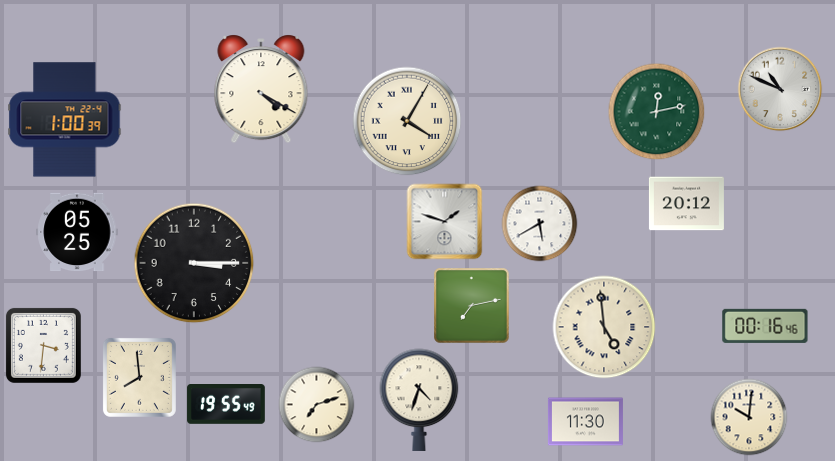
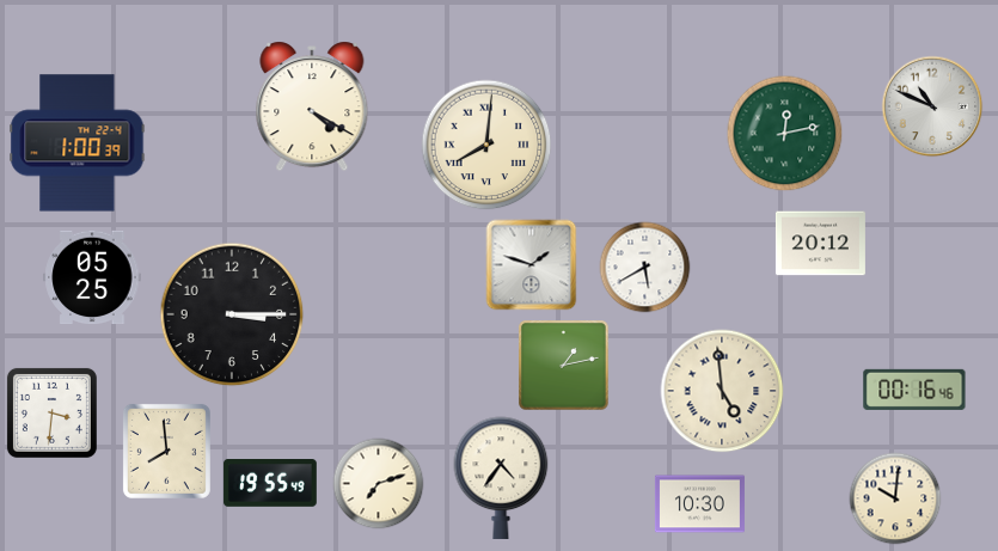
clock at (407, 121): 4:05 -> 8:01
clock at (472, 306): 7:13 -> 1:13
clock at (419, 400): 4:33 -> 4:36
clock at (585, 422): 11:30 -> 10:30
